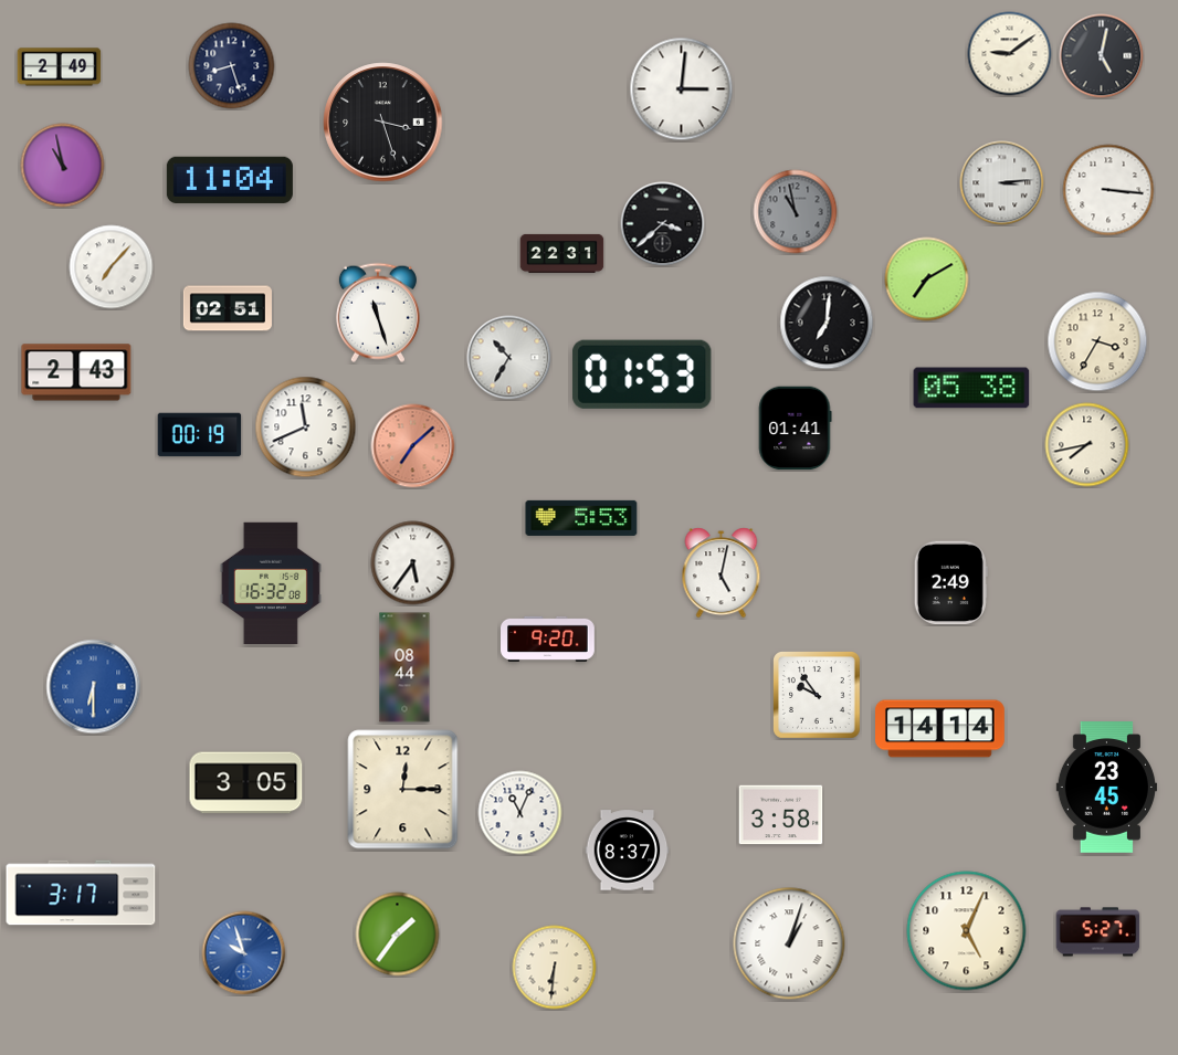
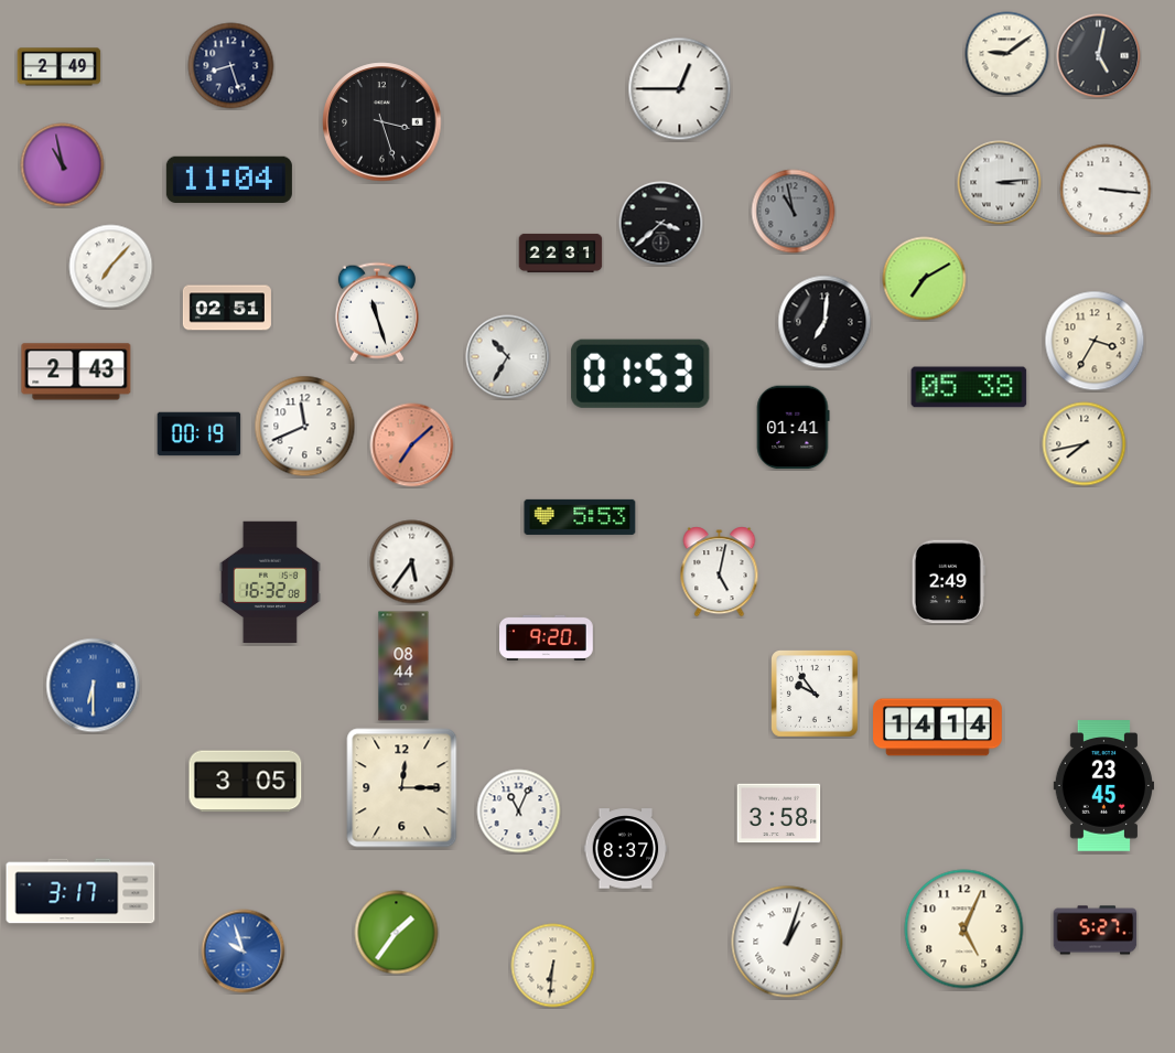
clock at (682, 89): 3:01 -> 12:45
